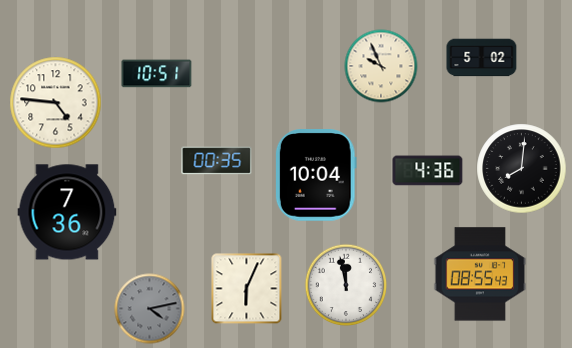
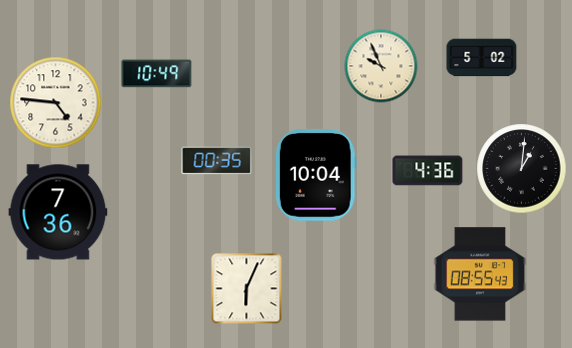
clock at (157, 74): 10:51 -> 10:49
clock at (522, 169): 8:01 -> 1:01
clock at (67, 212) position: (67, 212) -> (58, 212)
clock at (346, 285): 11:58 -> none
clock at (150, 309): 4:13 -> none
